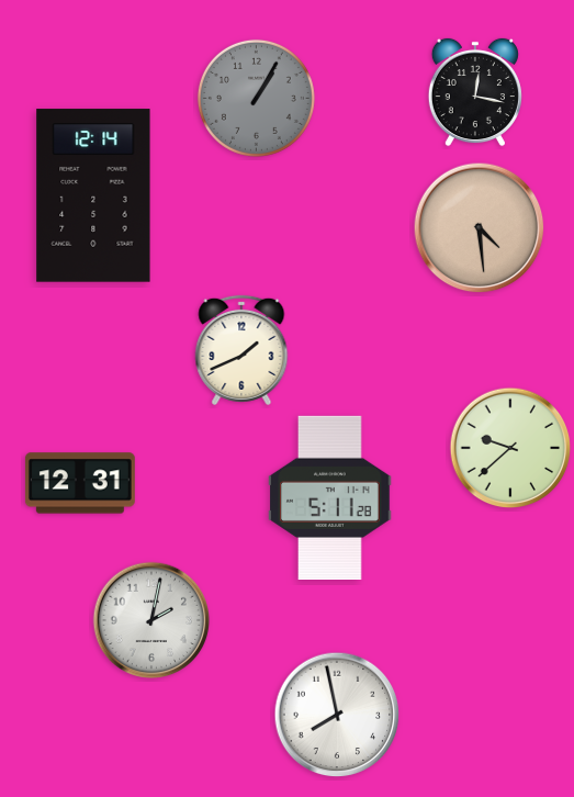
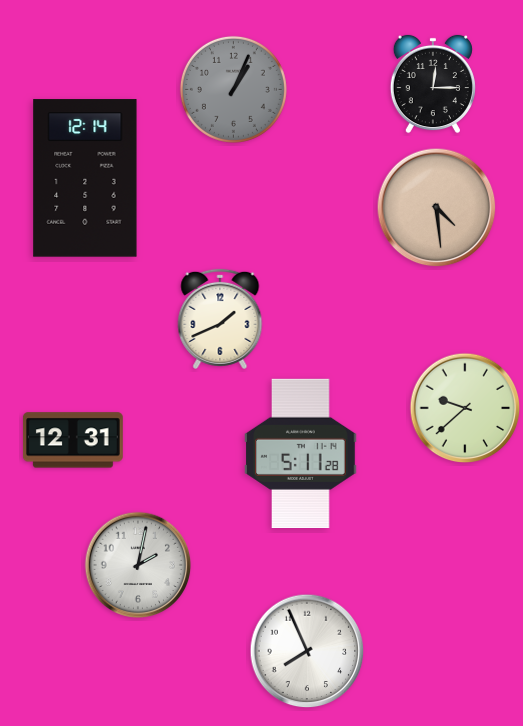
clock at (475, 92): 12:17 -> 12:15
clock at (256, 98): 1:05 -> 1:04
clock at (337, 715): 7:58 -> 7:56
